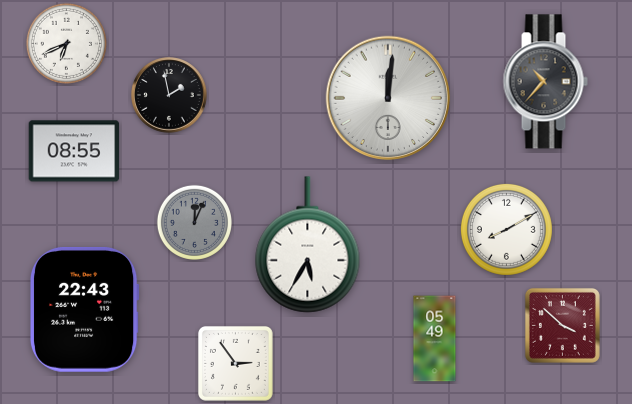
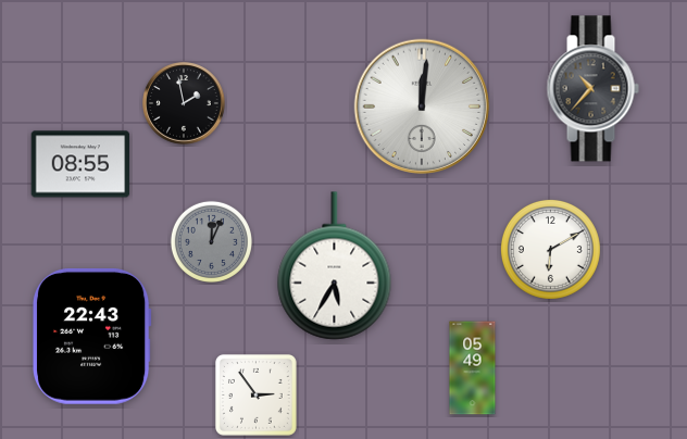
clock at (66, 43): 6:41 -> none
clock at (506, 229): 8:10 -> 6:10
clock at (562, 325): 3:52 -> none
